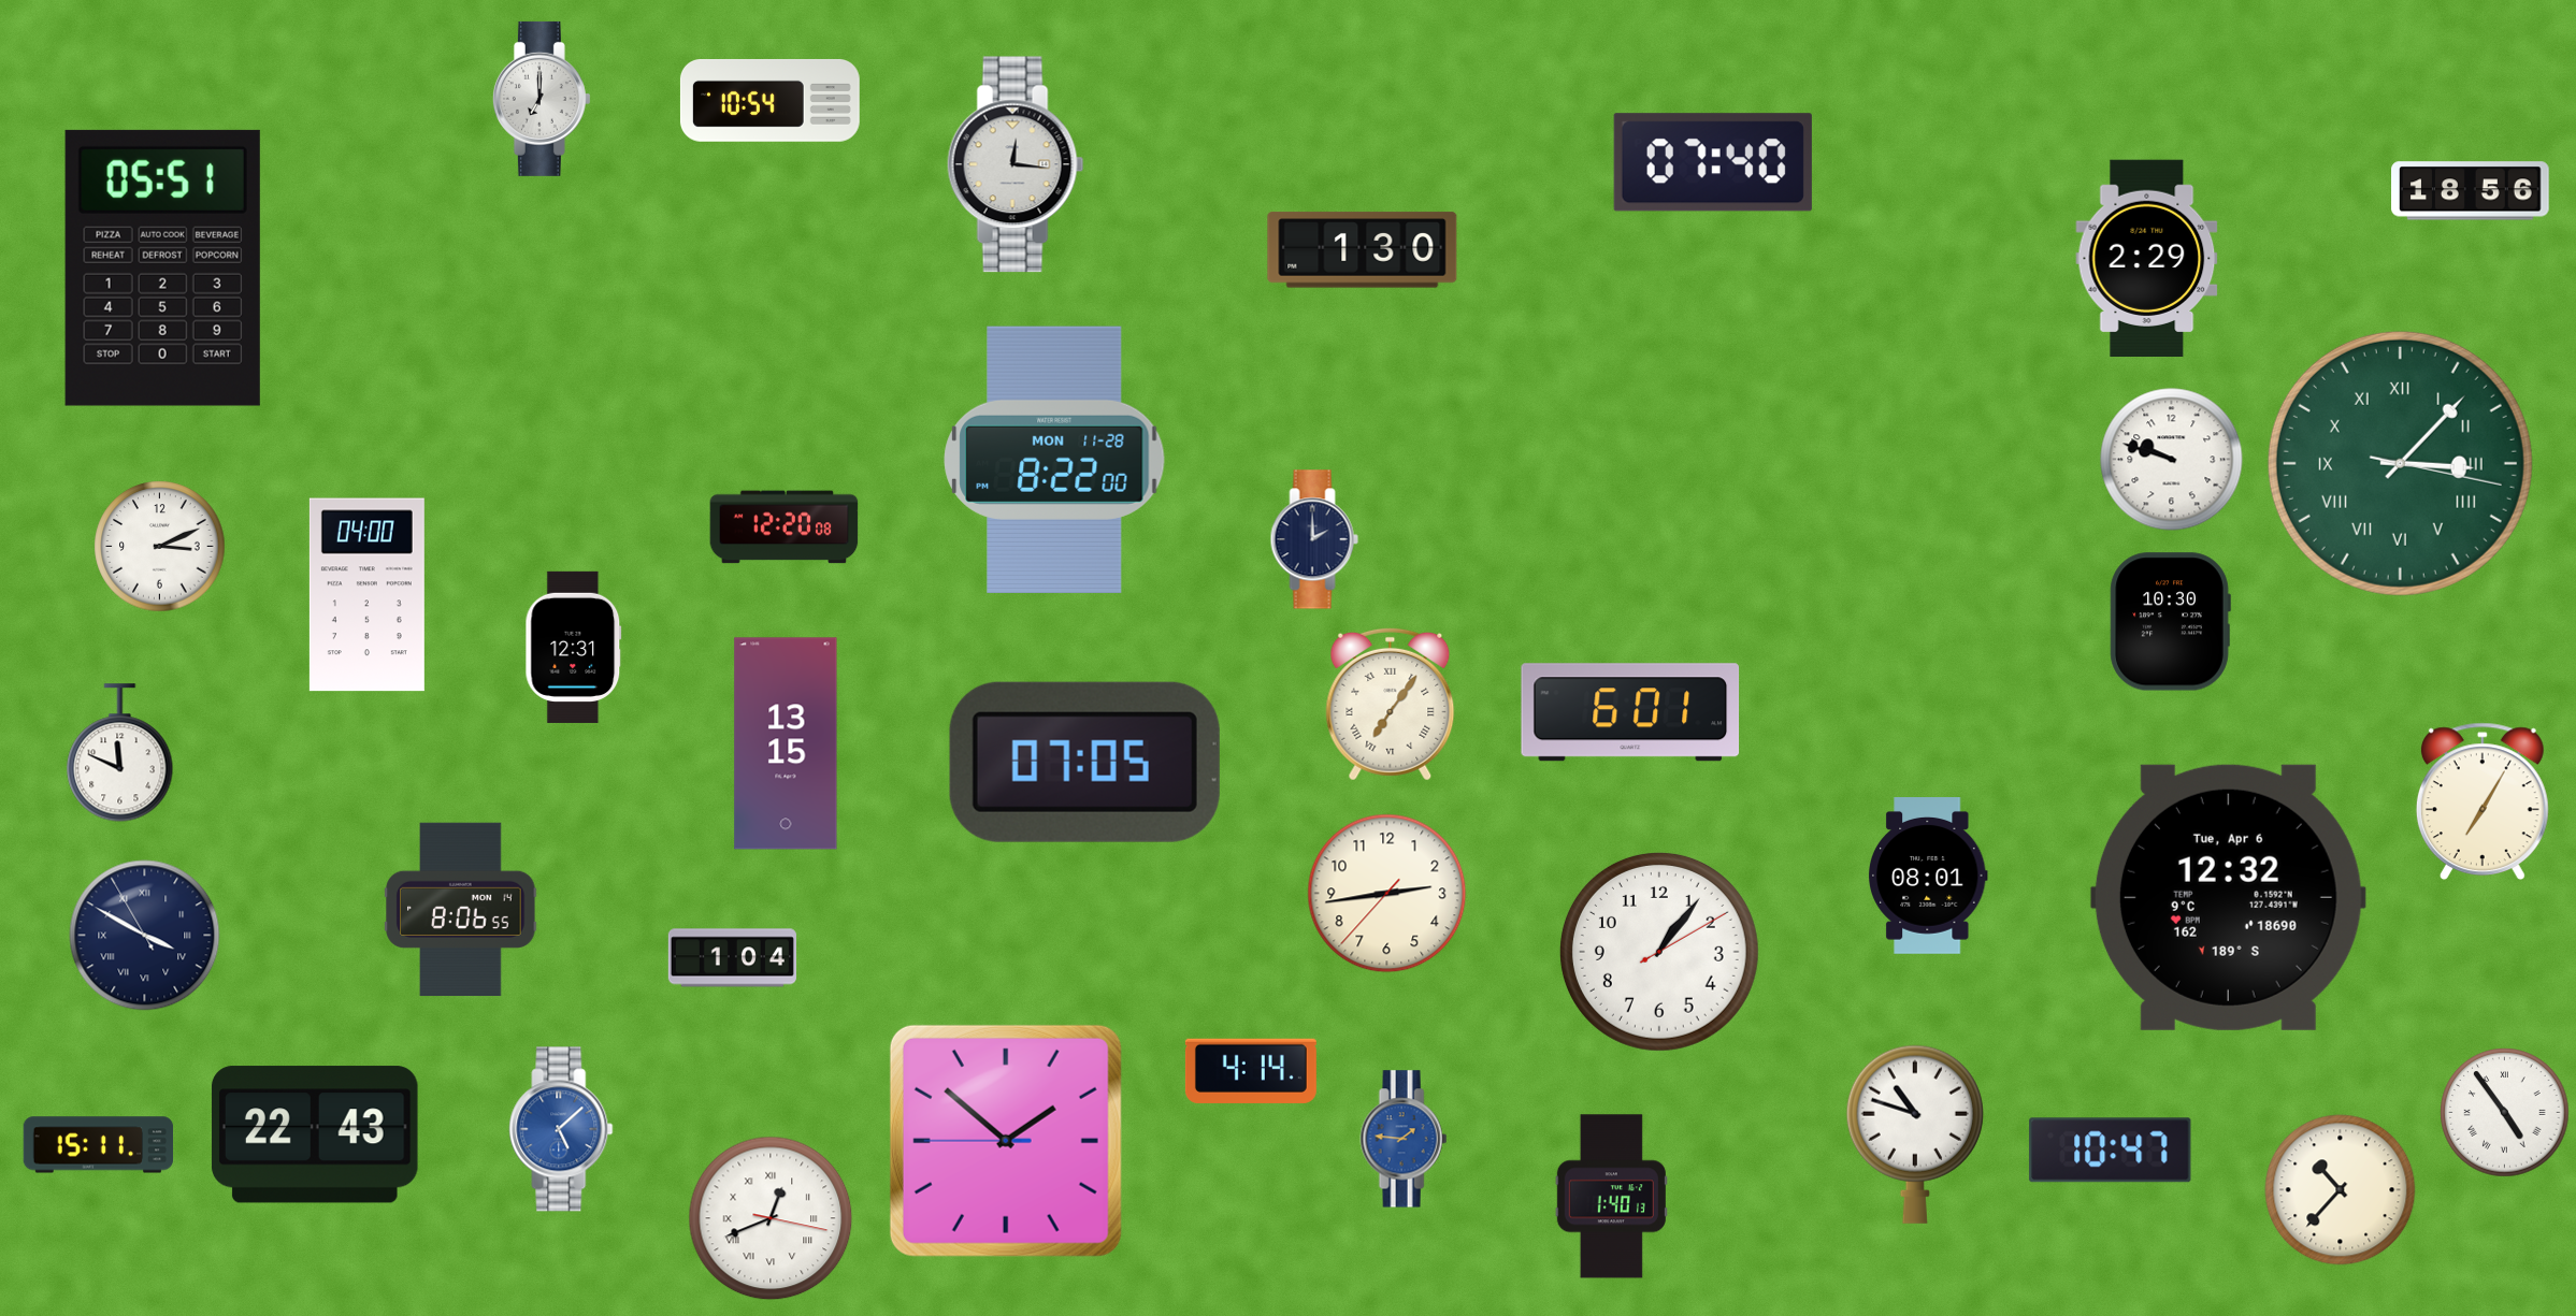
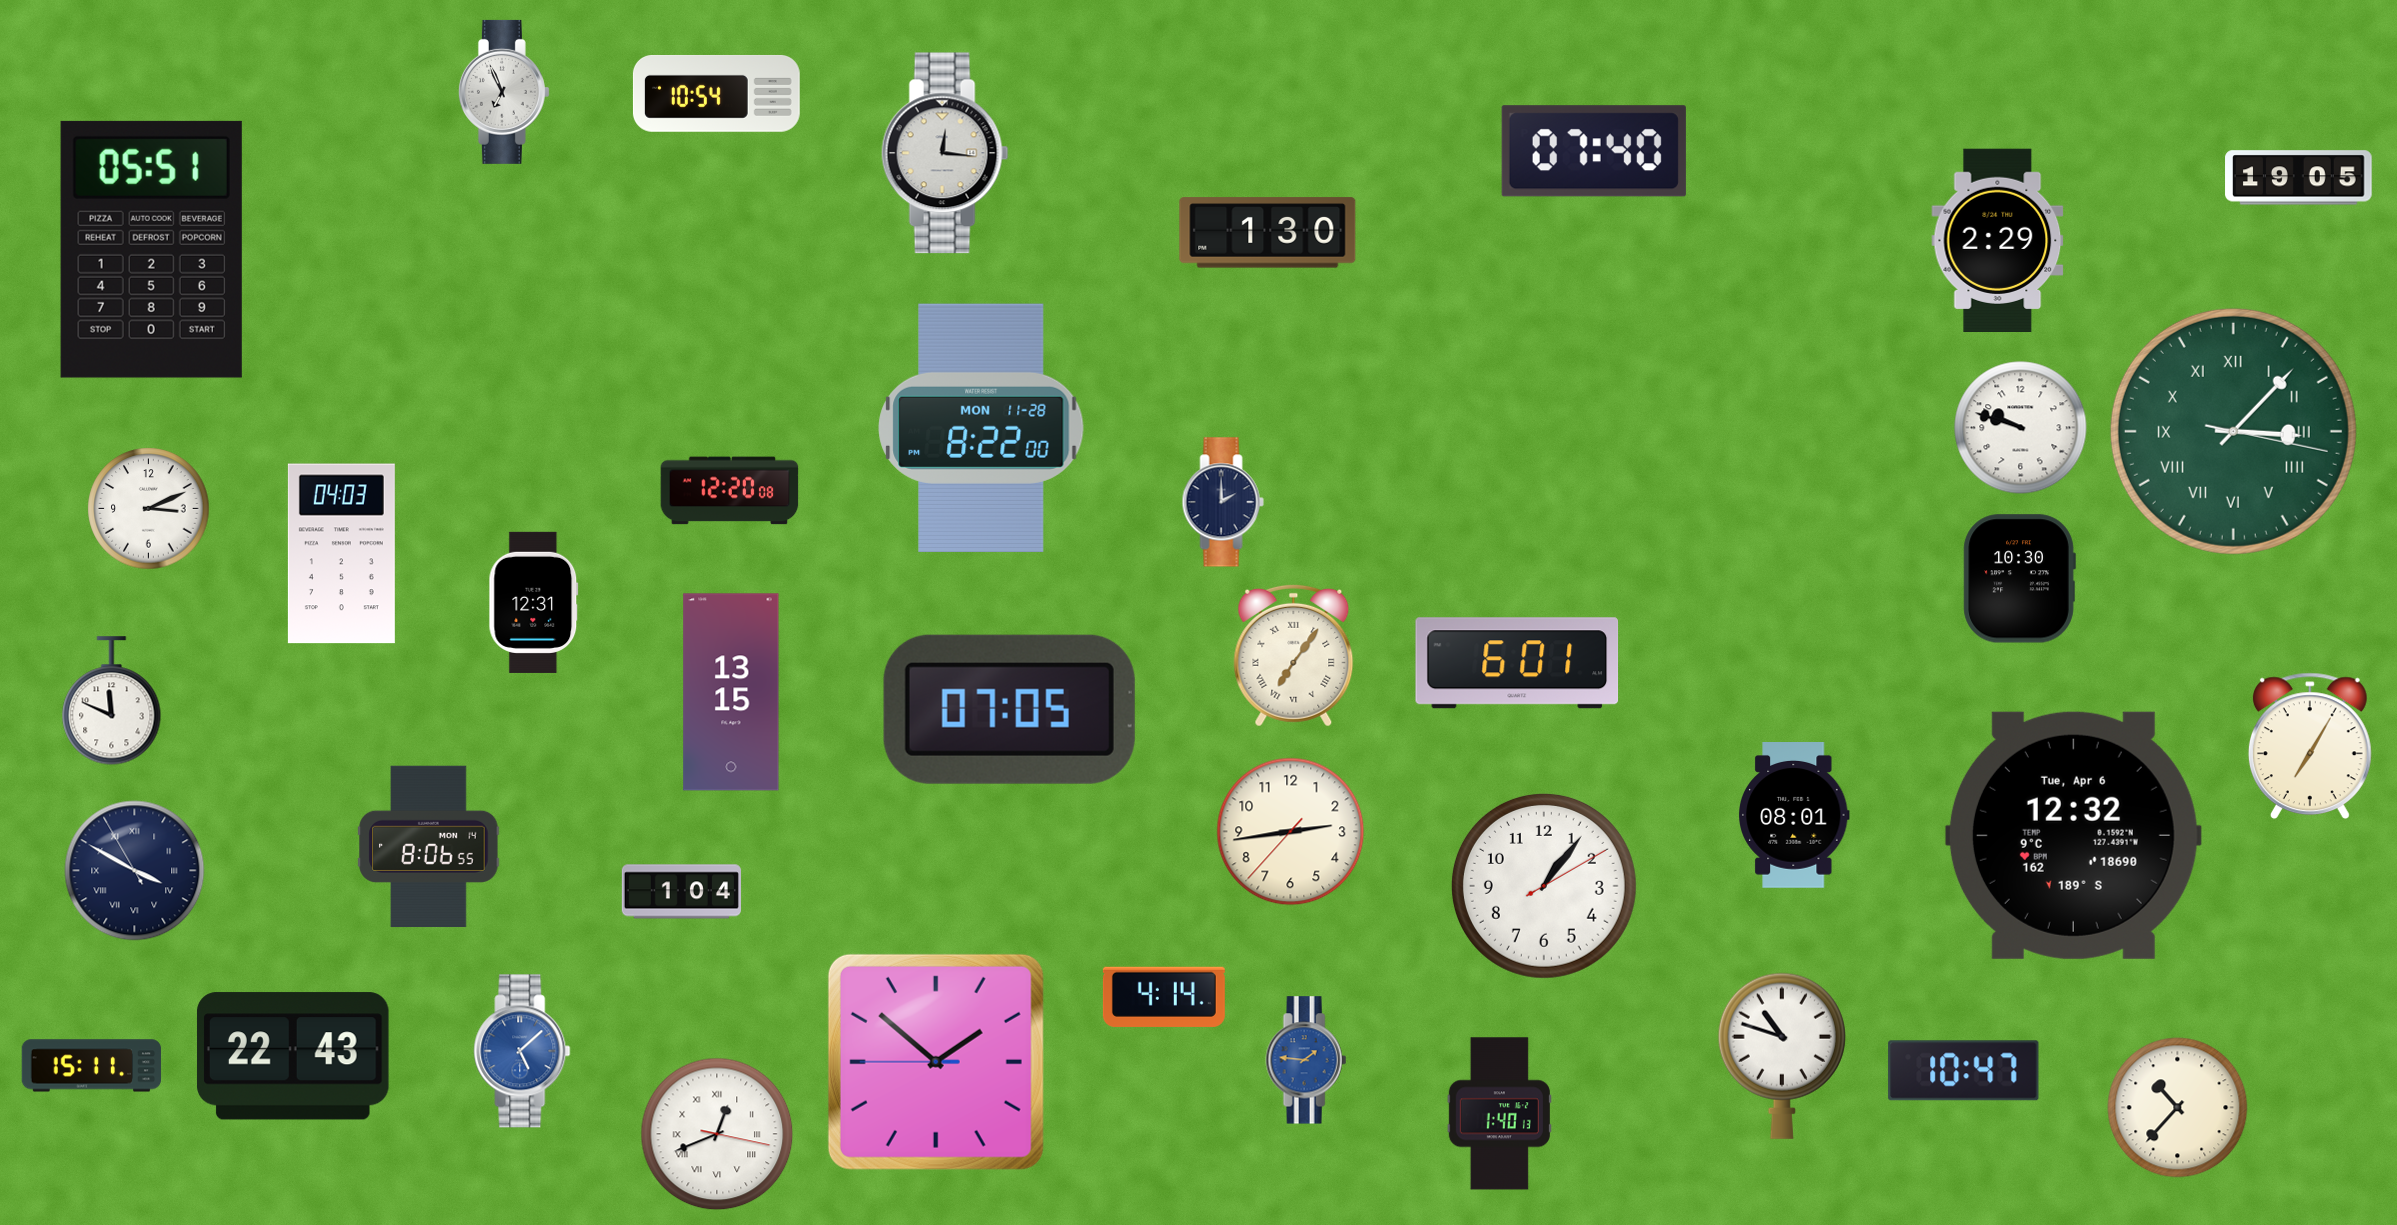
clock at (542, 99): 7:00 -> 6:56
clock at (2471, 191): 18:56 -> 19:05
clock at (366, 595): 04:00 -> 04:03
clock at (2505, 1113): 4:54 -> none
